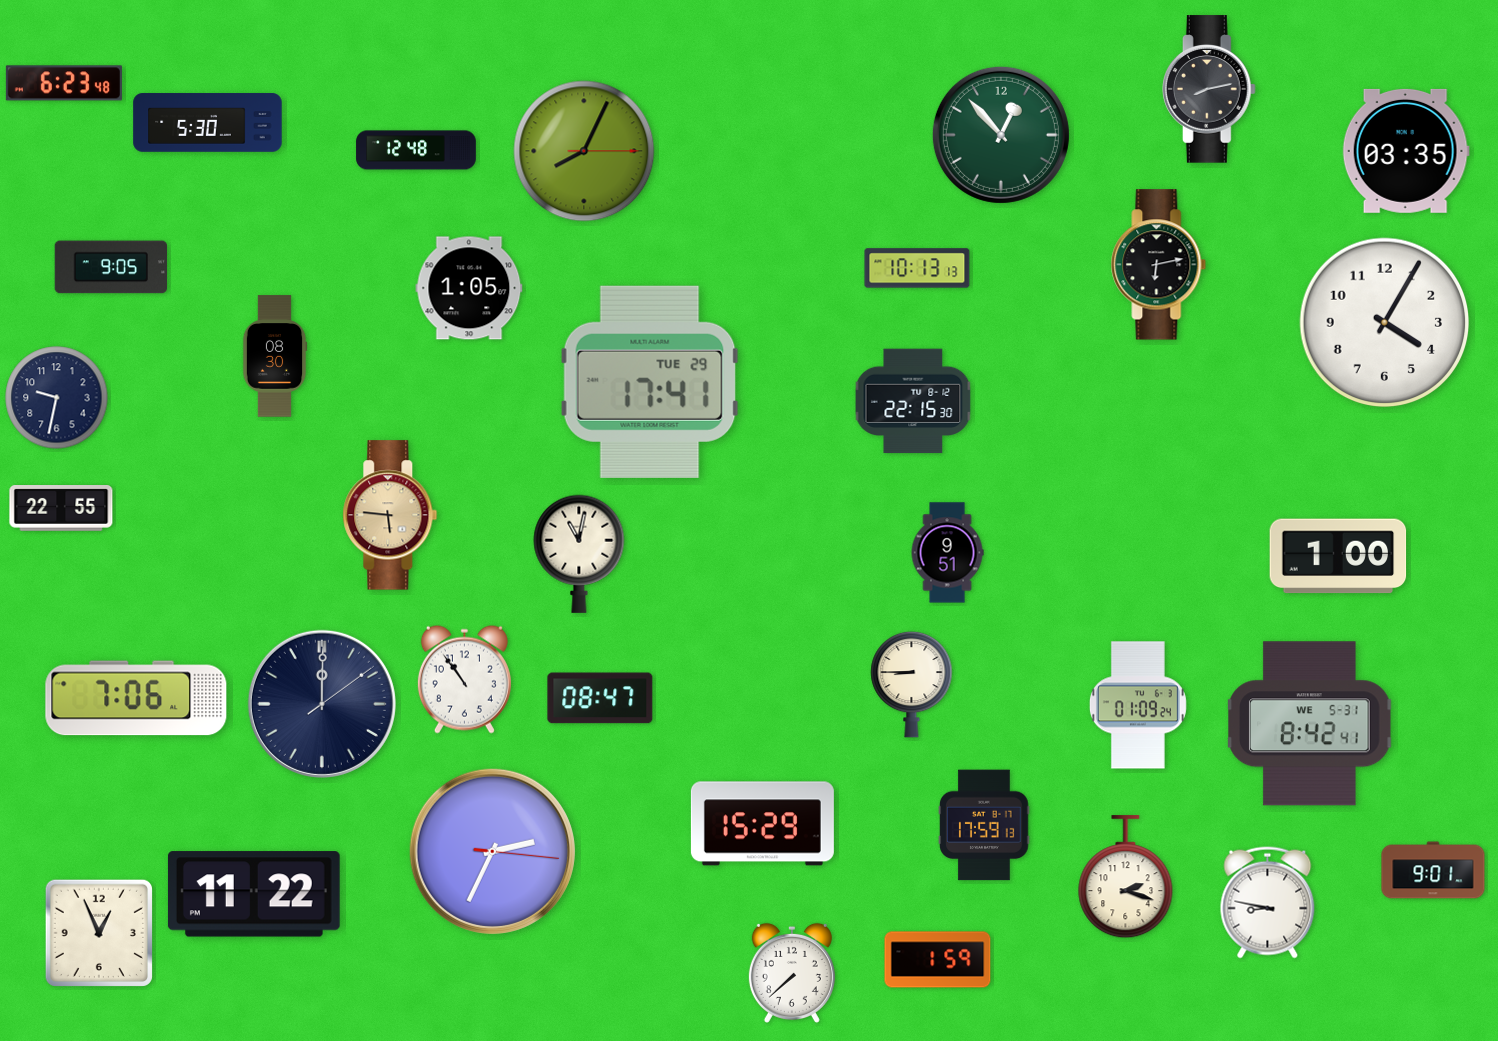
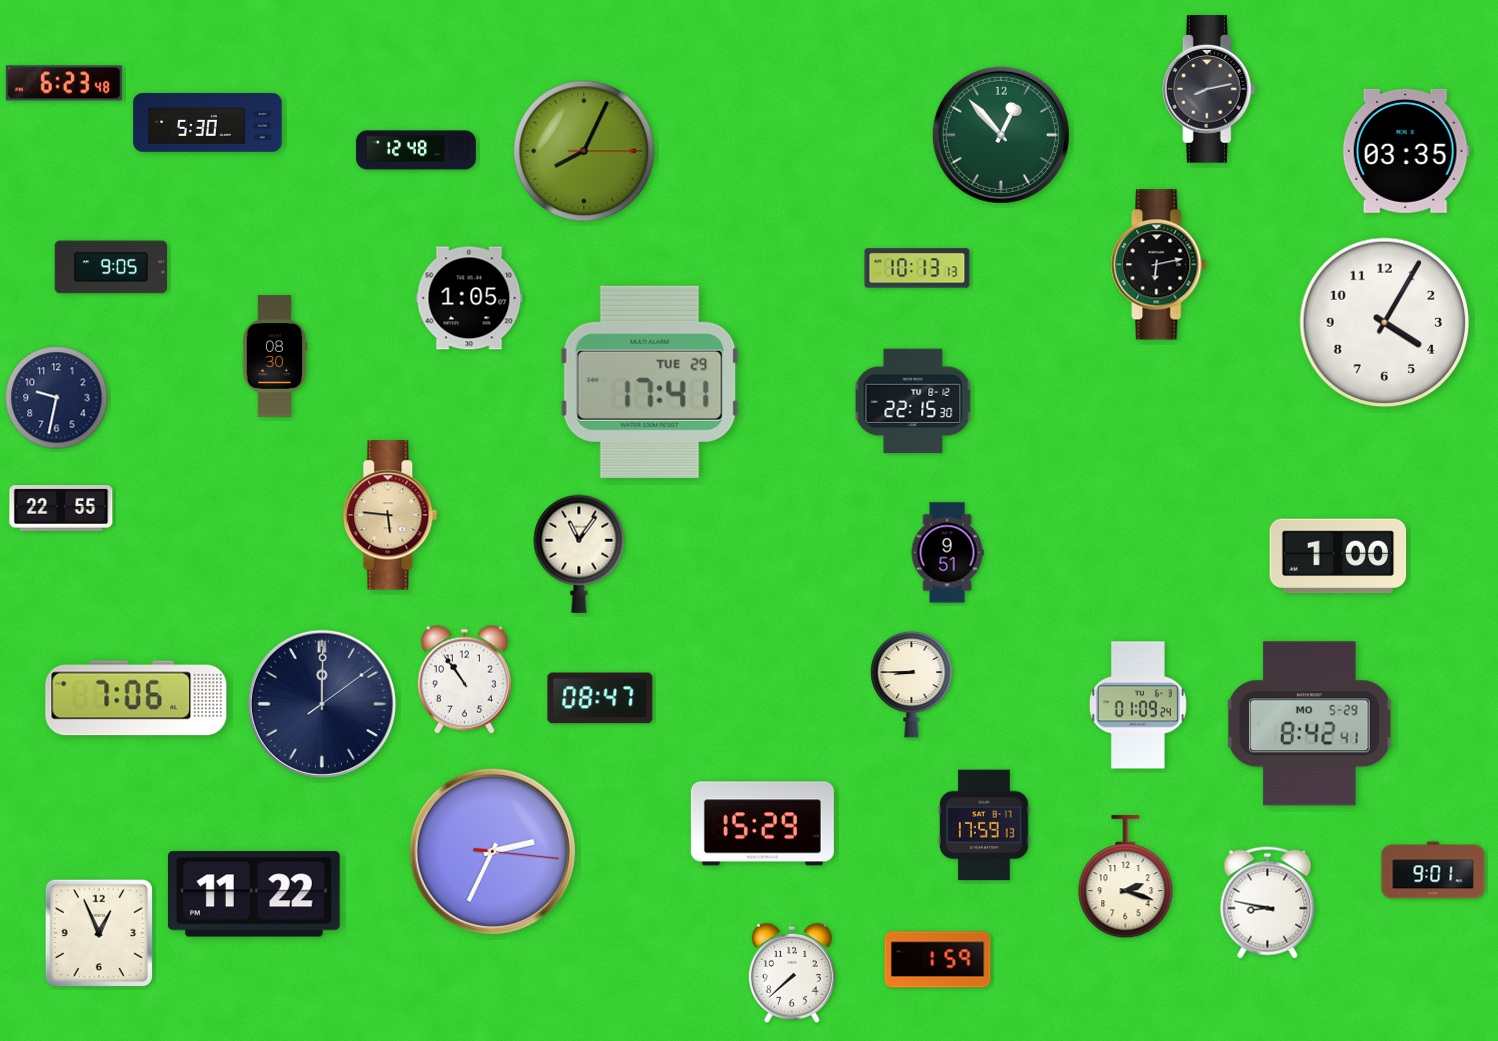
clock at (469, 288) position: (469, 288) -> (469, 298)
clock at (579, 554): 11:02 -> 11:06
clock at (1310, 724) date: WE 5-31 -> MO 5-29
